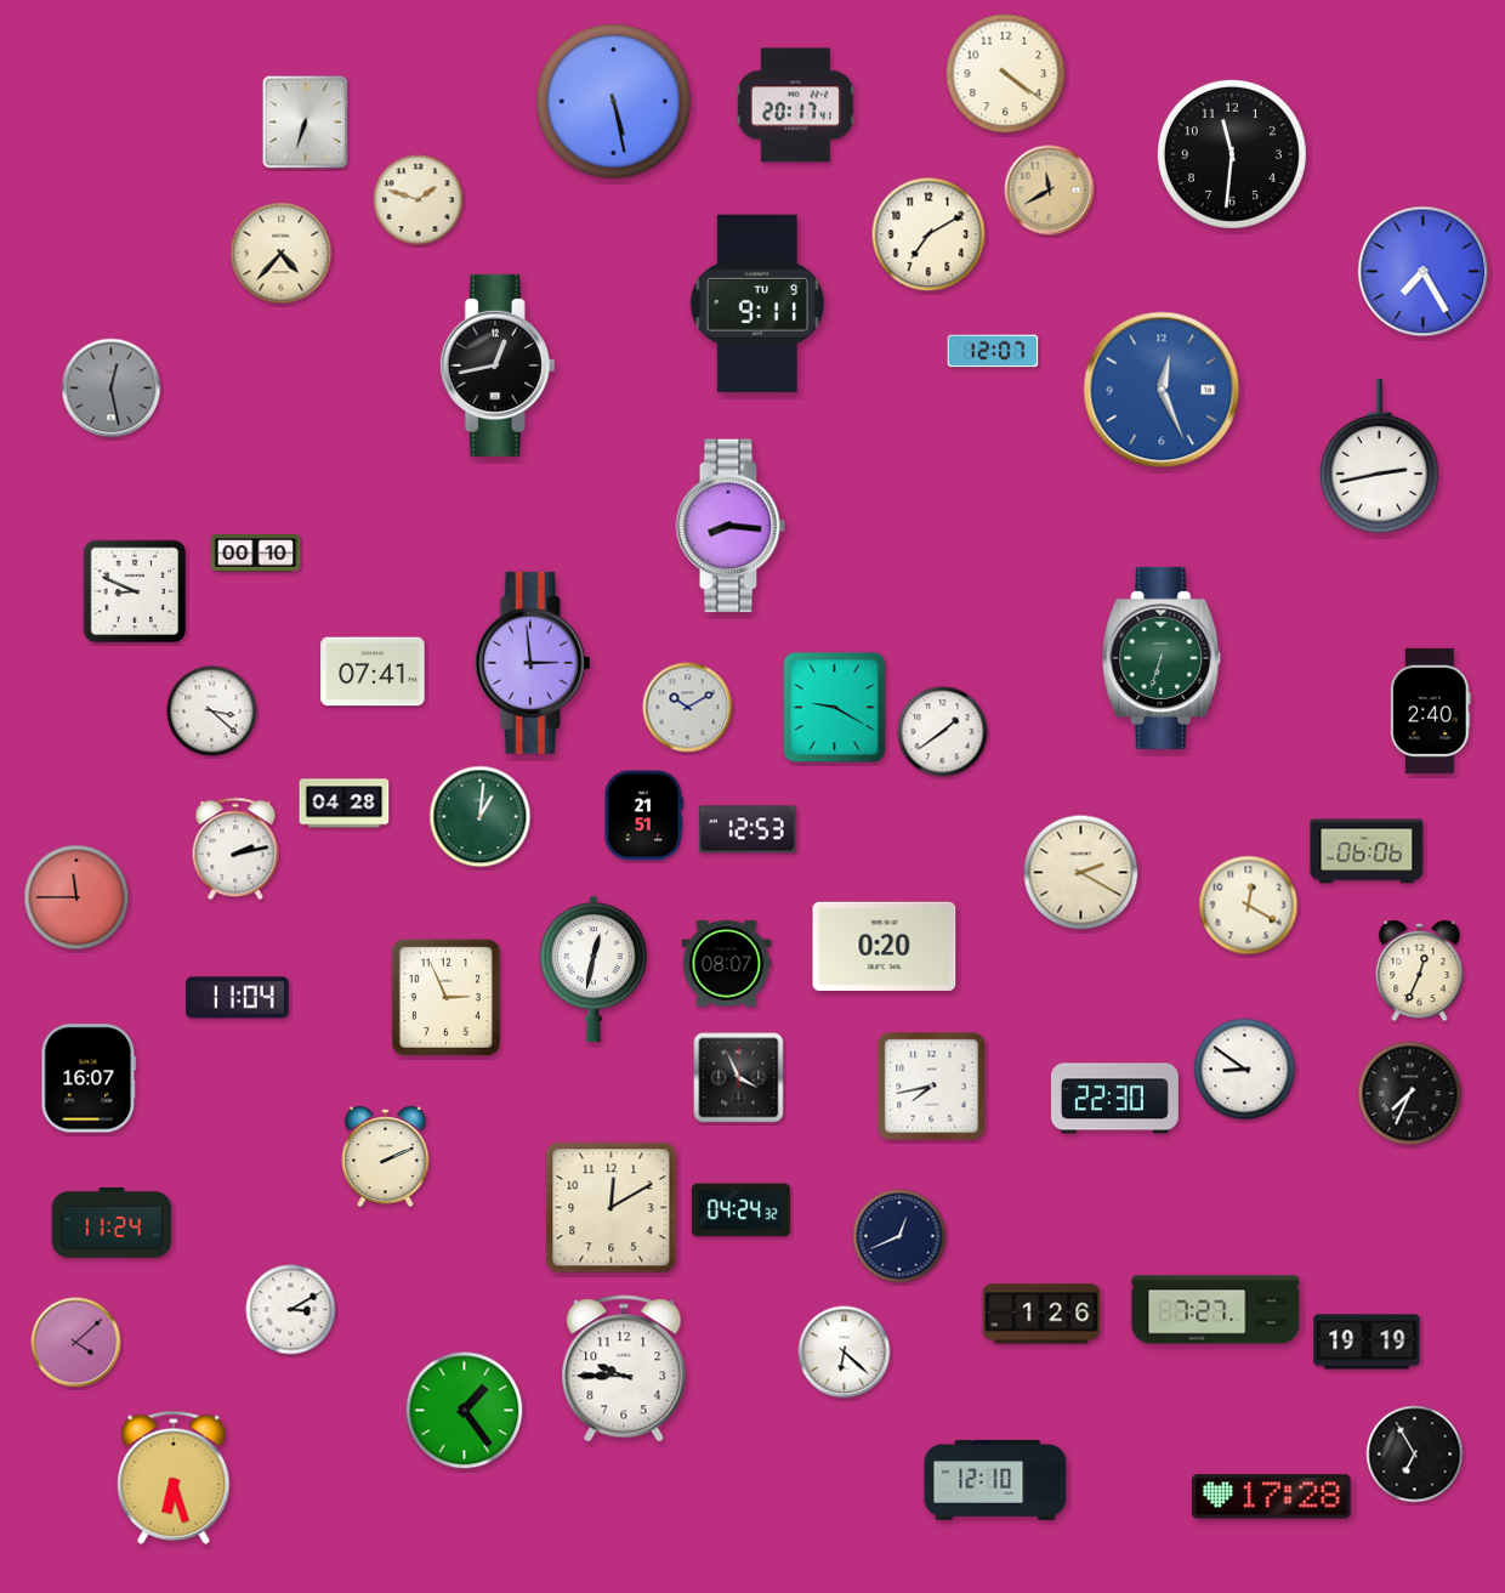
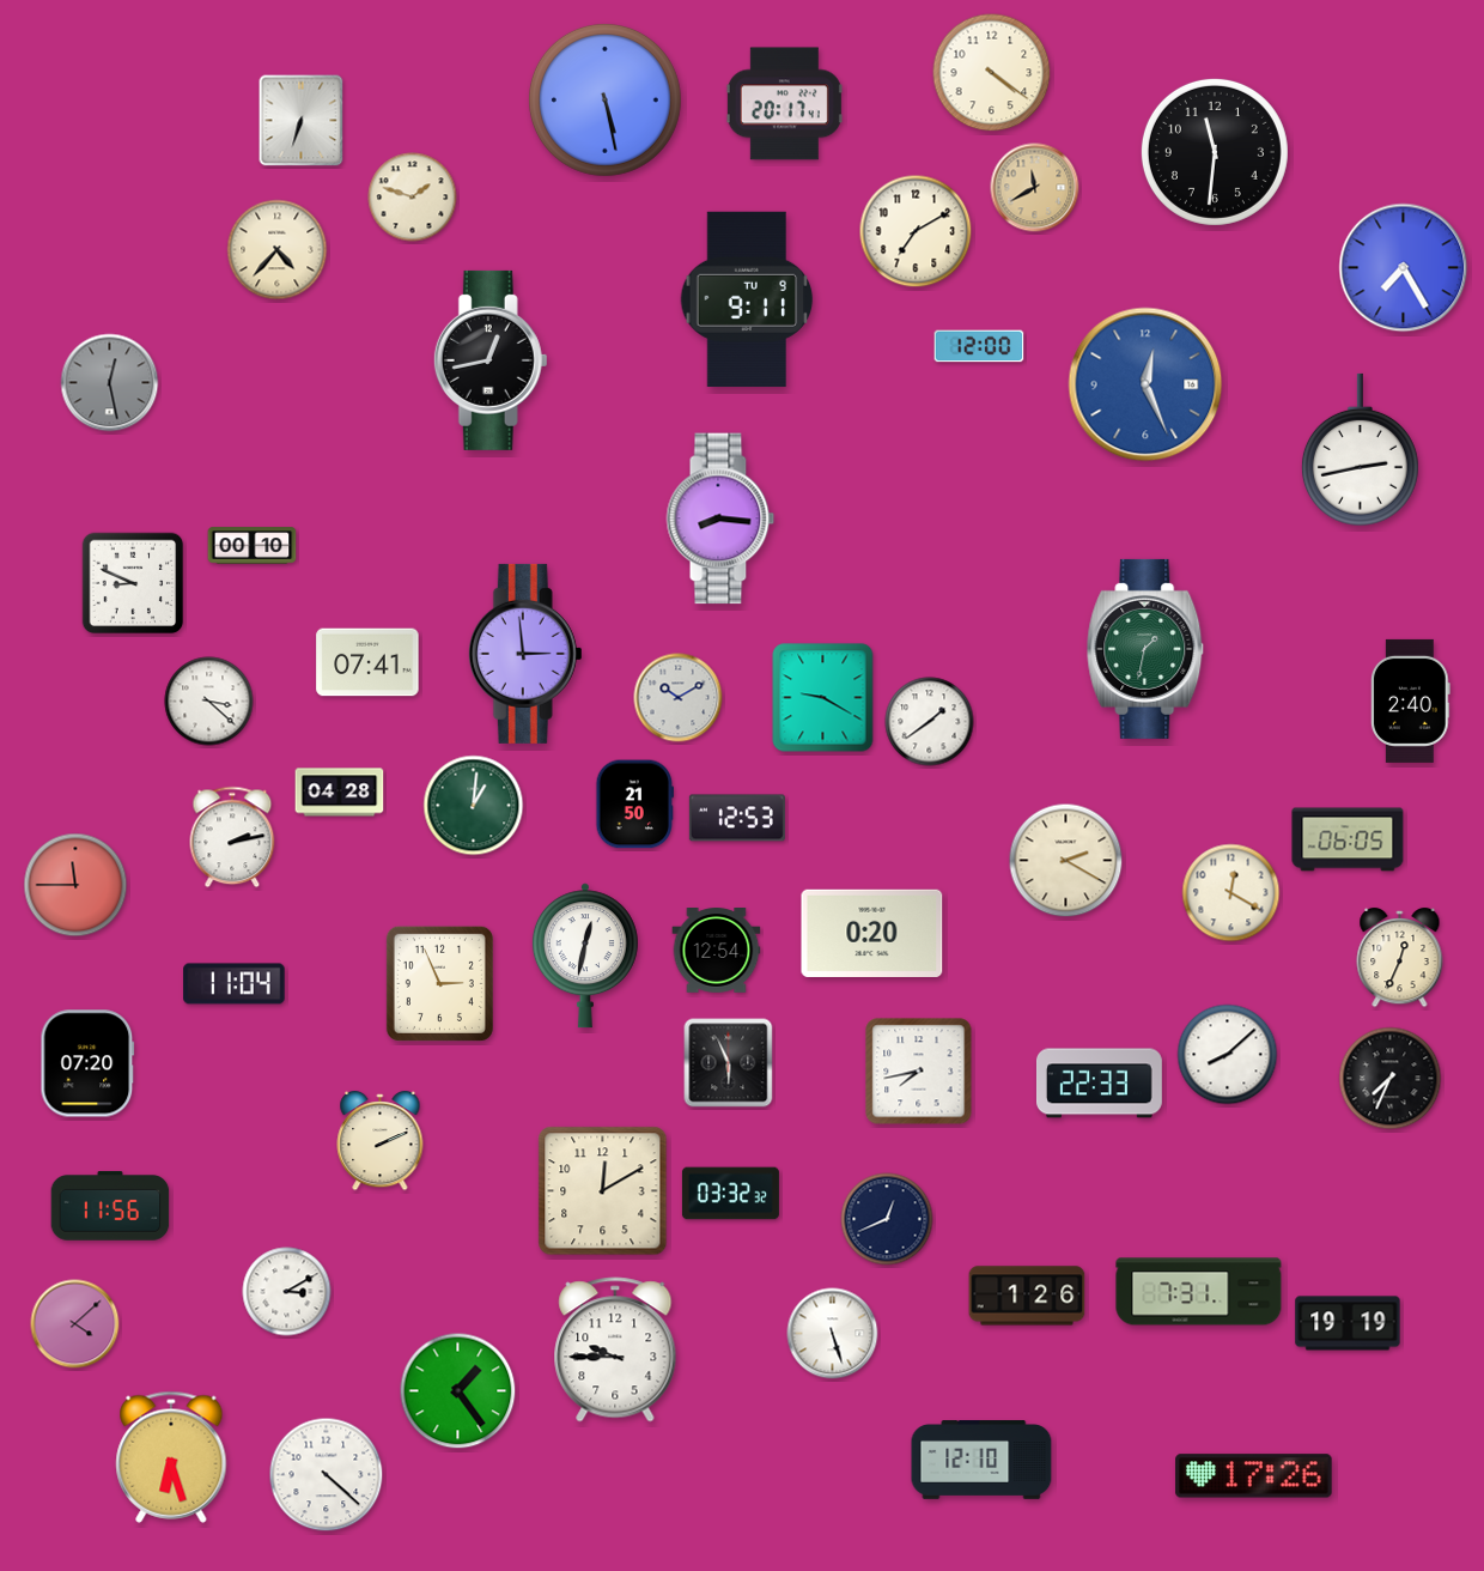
clock at (993, 351): 12:07 -> 12:00
clock at (1162, 658): 6:33 -> 1:32
clock at (643, 816): 21:51 -> 21:50
clock at (1367, 851): 06:06 -> 06:05
clock at (727, 964): 08:07 -> 12:54
clock at (1245, 1070): 8:51 -> 8:08
clock at (89, 1078): 16:07 -> 07:20
clock at (739, 1078): 3:56 -> 5:56
clock at (1114, 1099): 22:30 -> 22:33
clock at (740, 1211): 04:24 -> 03:32
clock at (112, 1223): 11:24 -> 11:56
clock at (1216, 1310): 7:27 -> 7:31
clock at (845, 1353): 6:22 -> 5:27
clock at (1415, 1455): 6:55 -> none
clock at (327, 1475): none -> 4:22
clock at (1272, 1497): 17:28 -> 17:26
